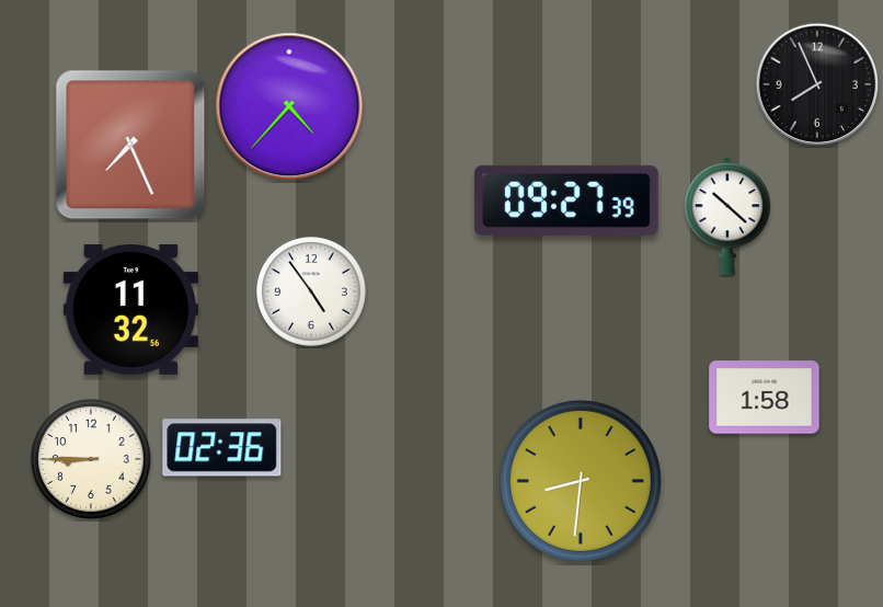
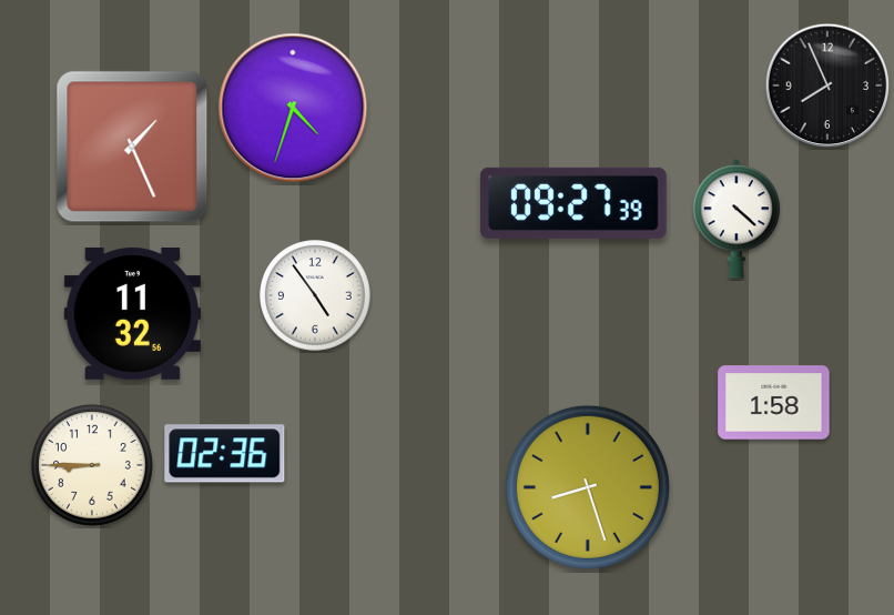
clock at (289, 106): 4:37 -> 4:33
clock at (130, 145): 7:26 -> 1:26
clock at (727, 216): 10:22 -> 4:22
clock at (581, 481): 8:31 -> 8:27
